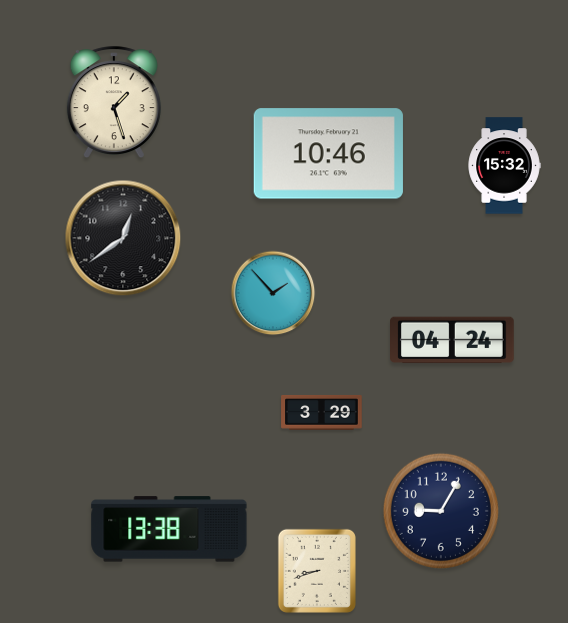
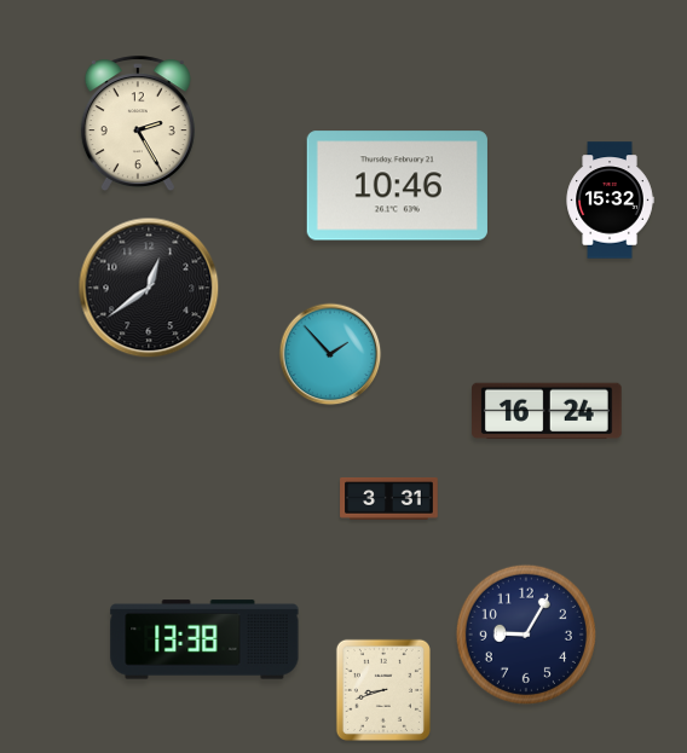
clock at (114, 103): 1:27 -> 2:25
clock at (453, 340): 04:24 -> 16:24
clock at (322, 412): 3:29 -> 3:31
clock at (441, 511) position: (441, 511) -> (526, 635)
